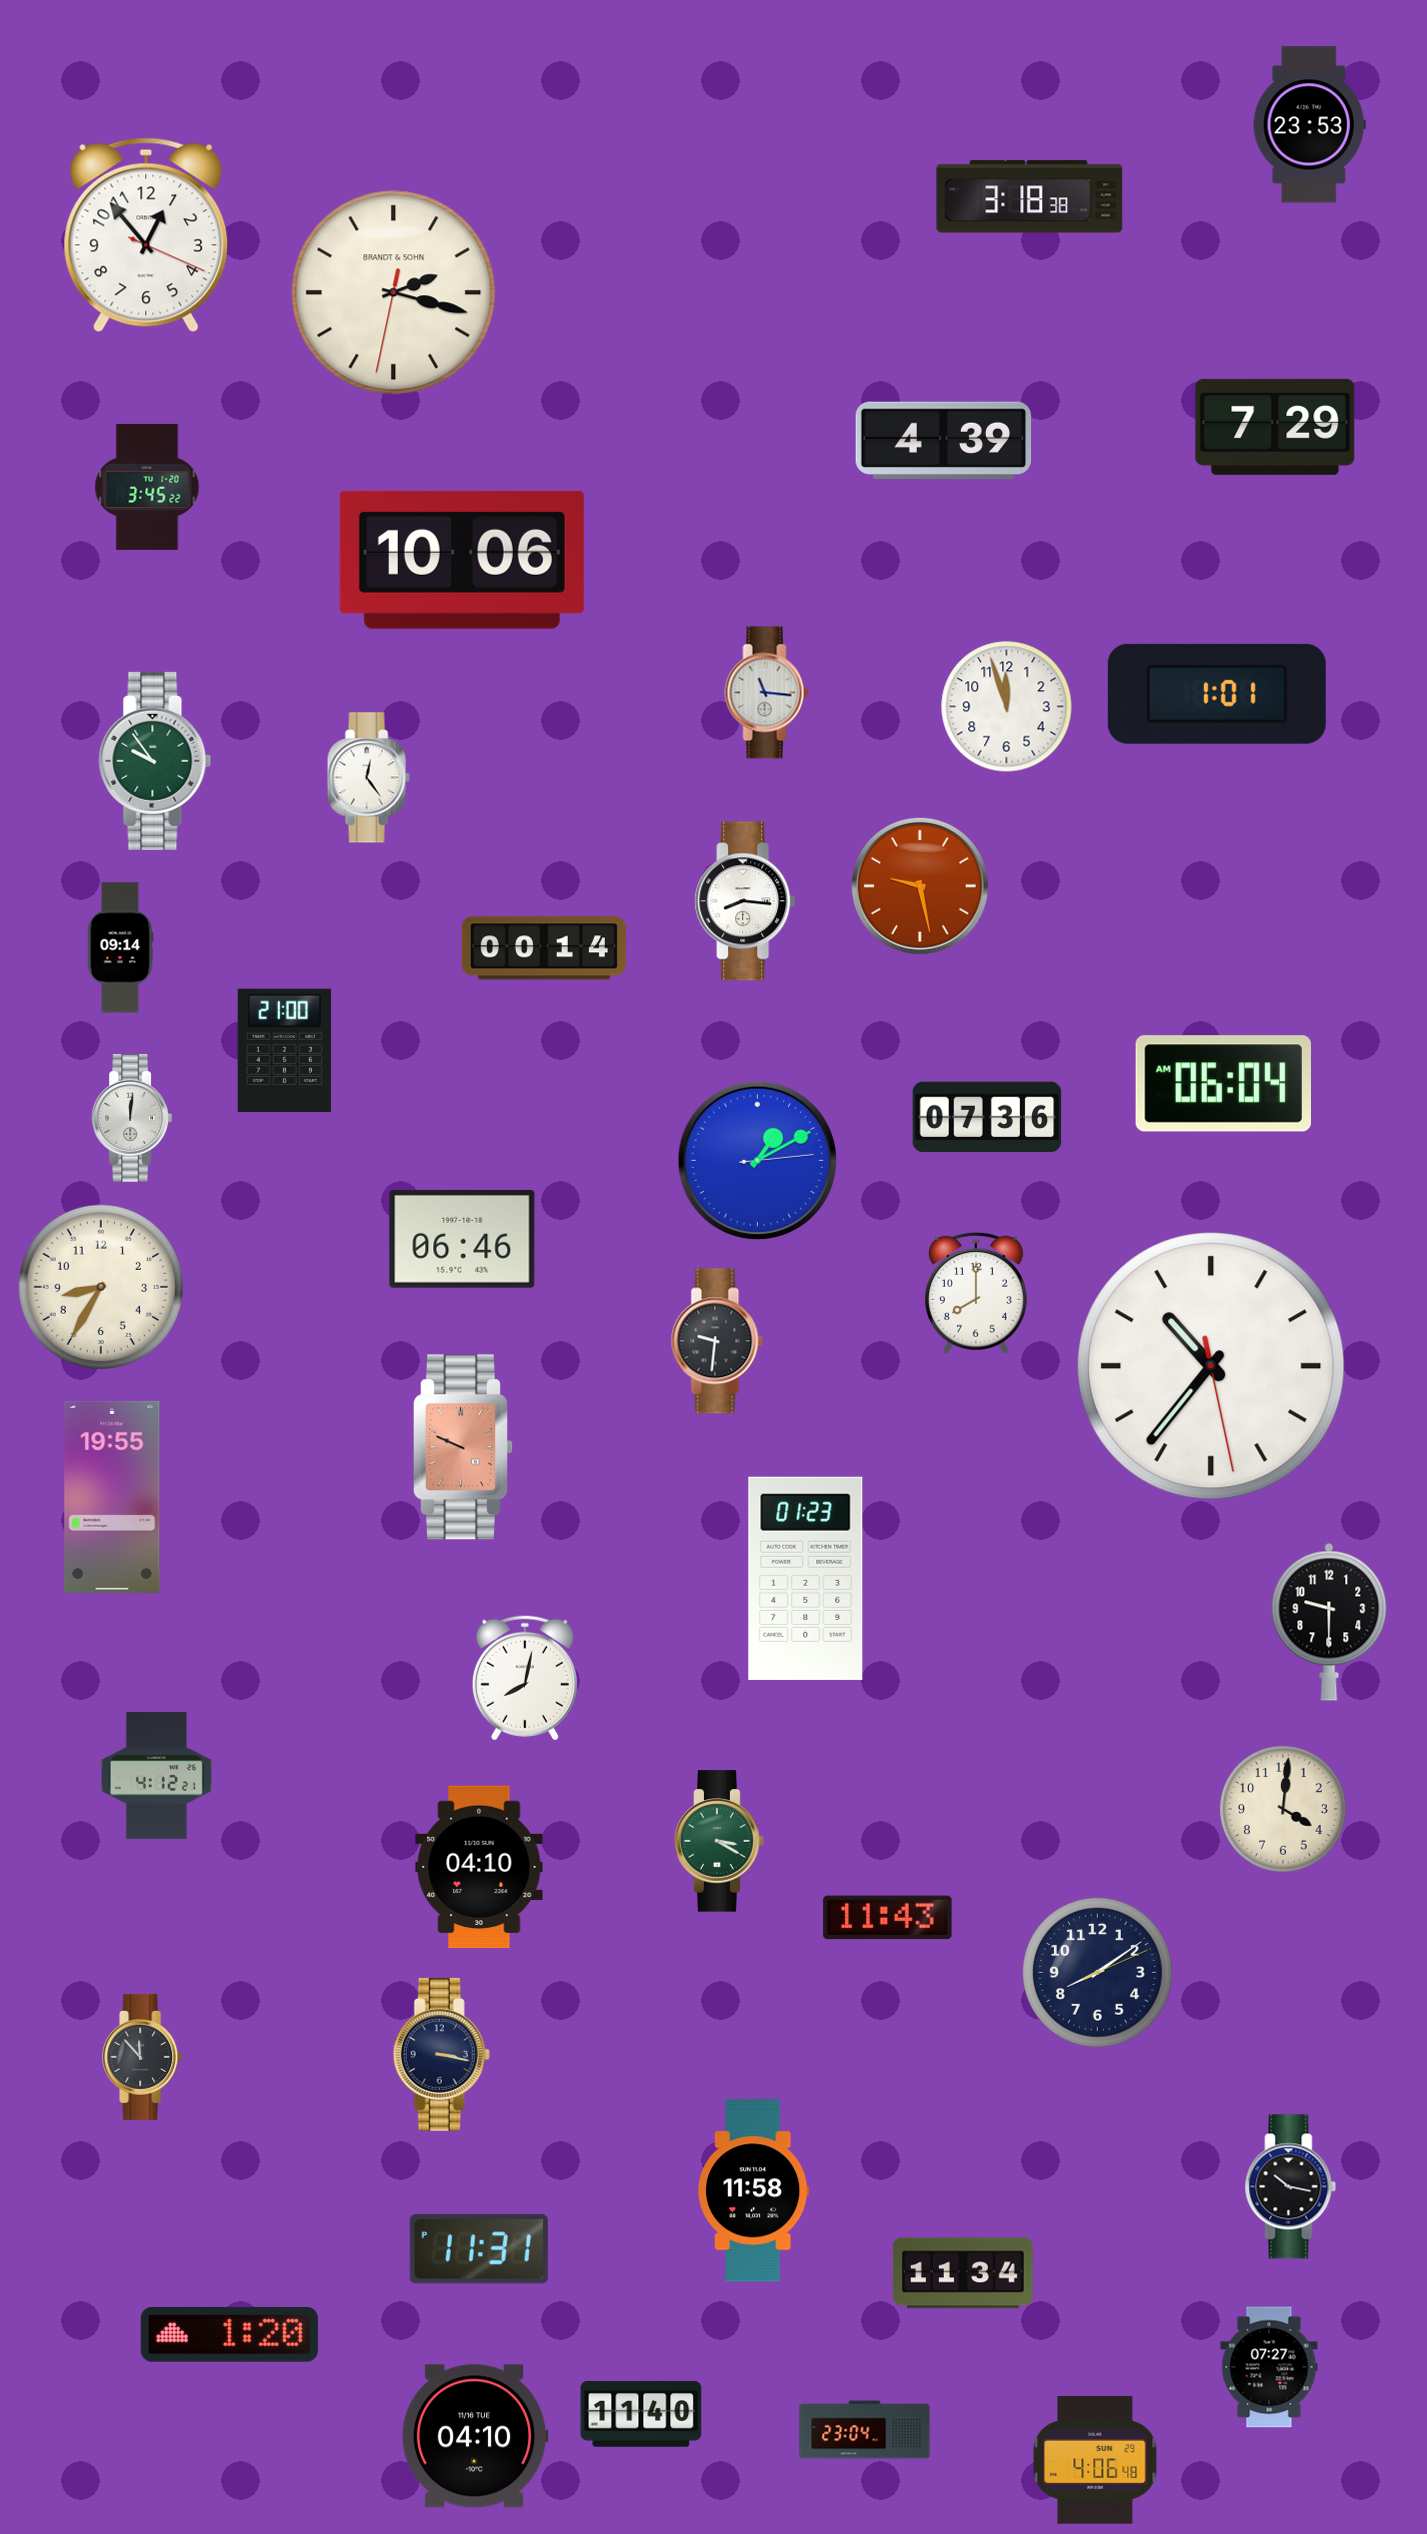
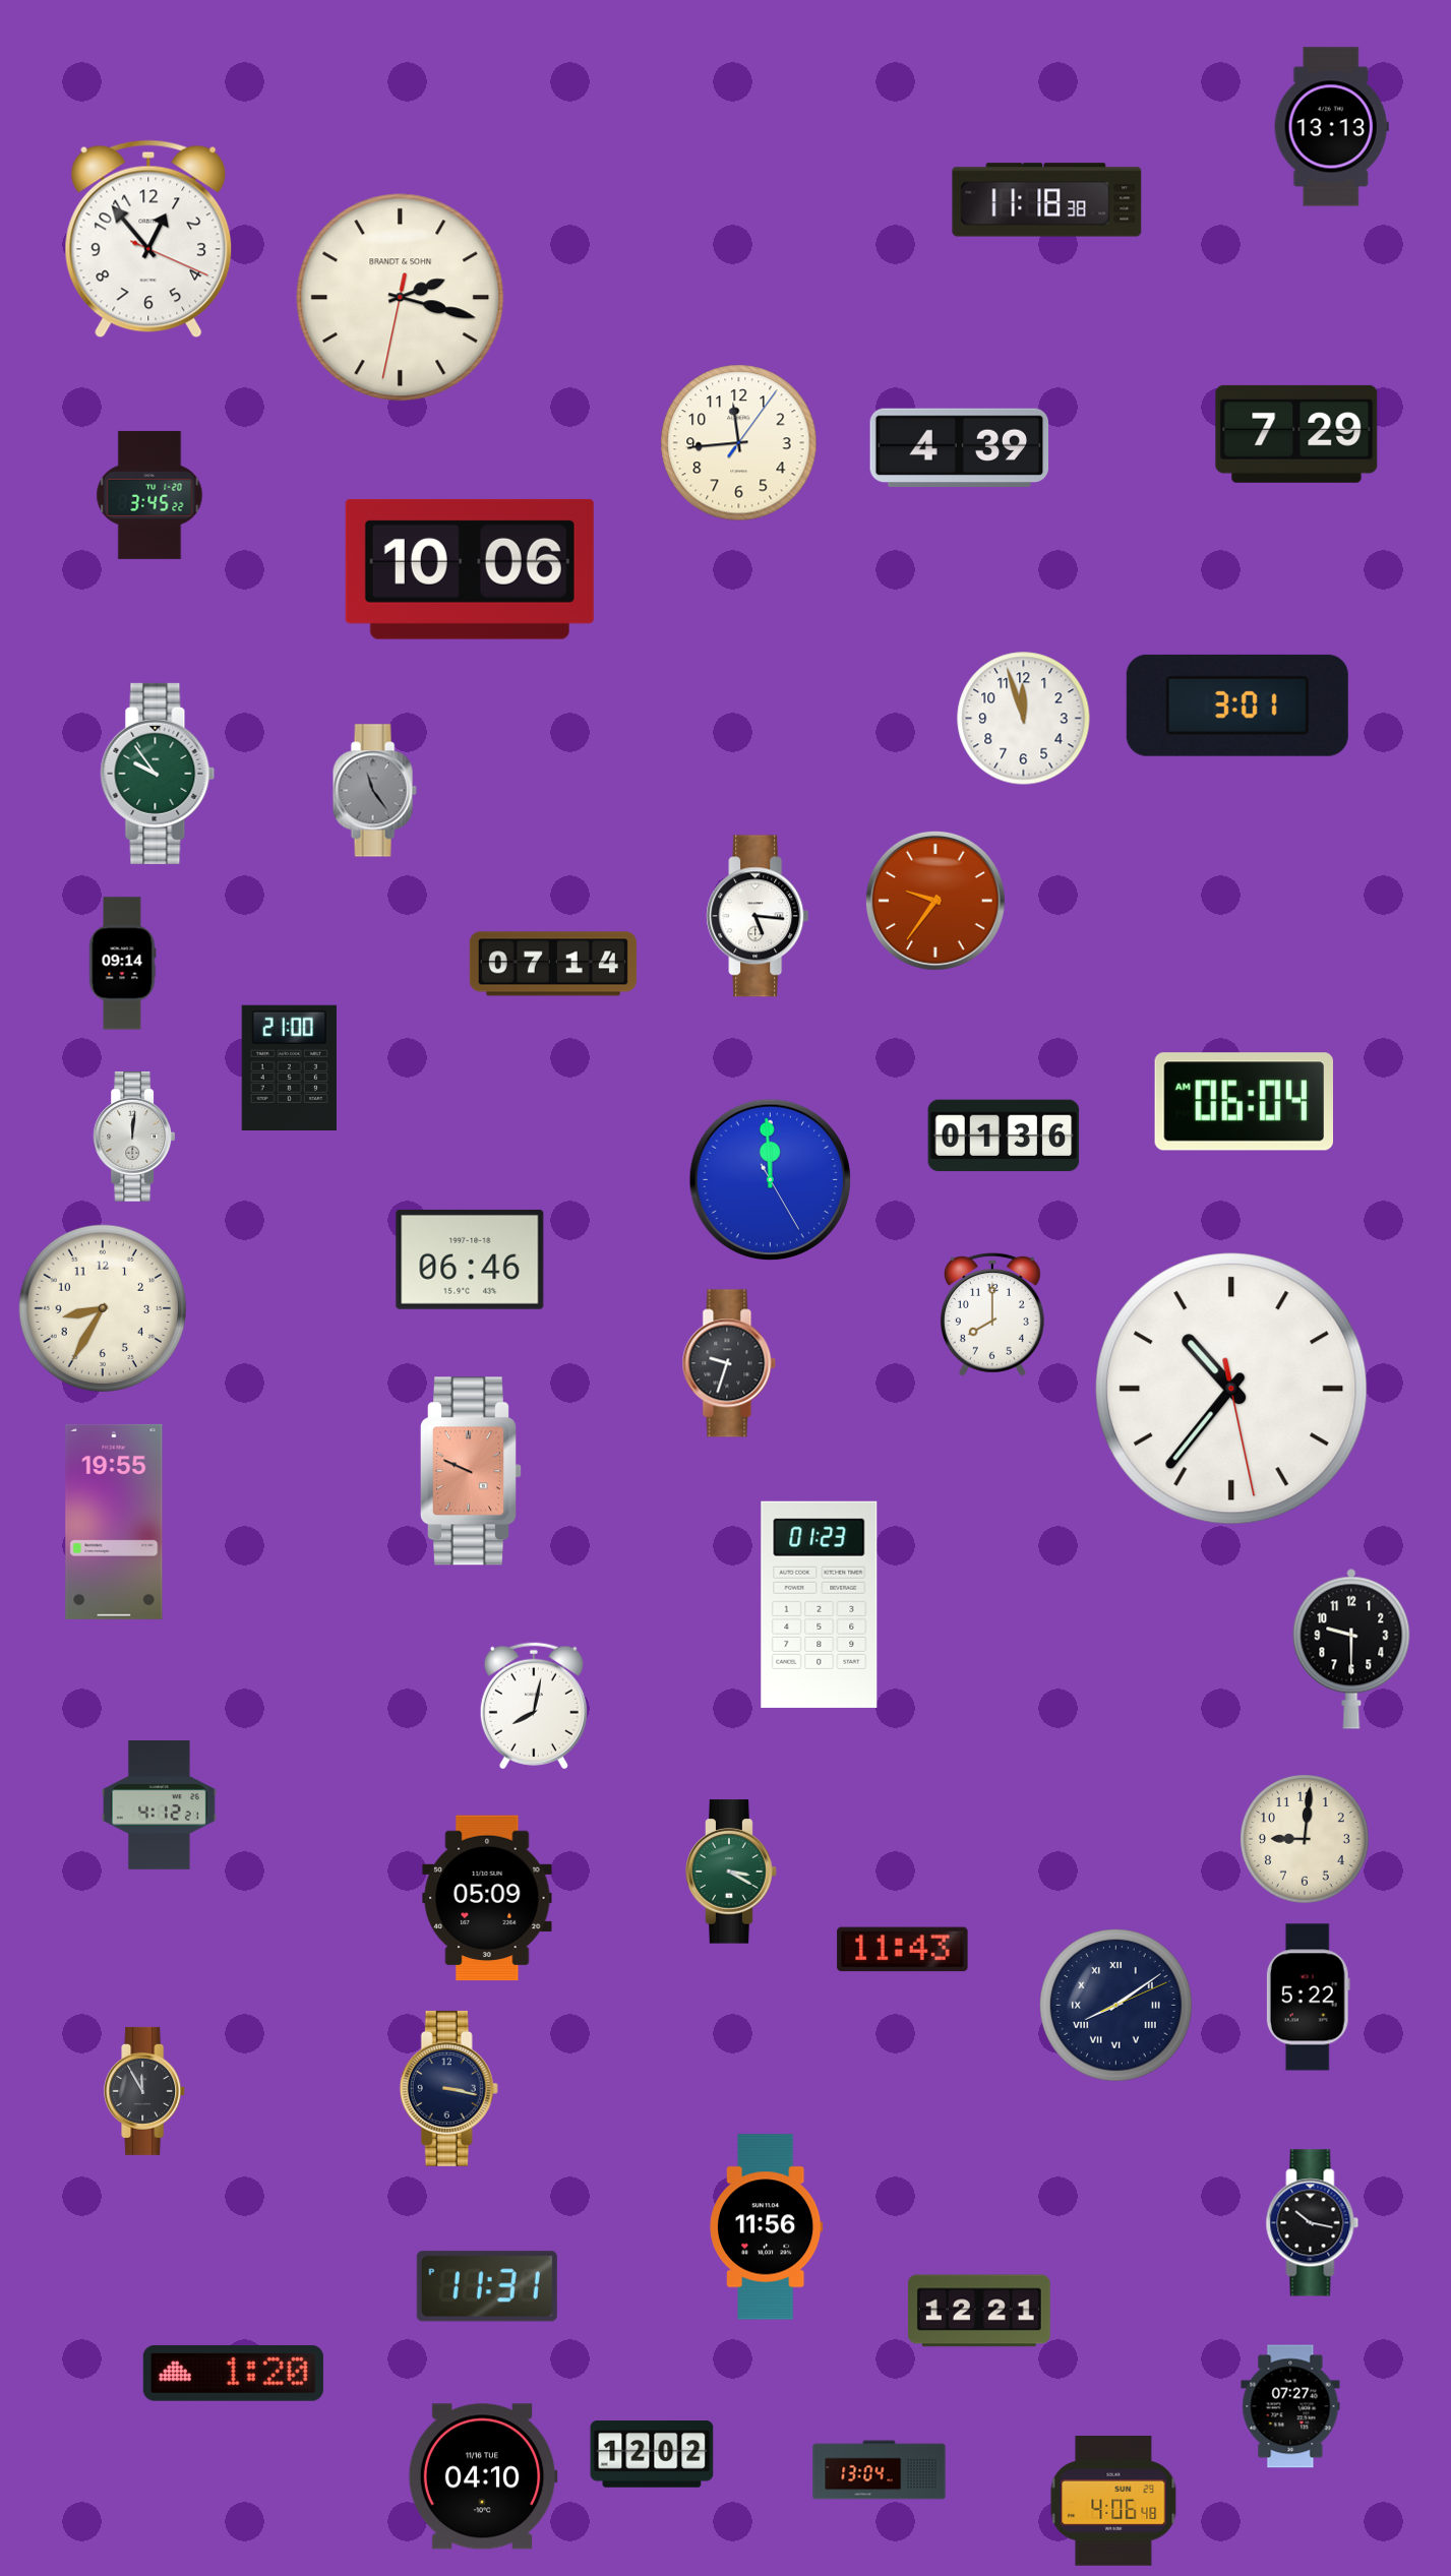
clock at (1309, 125): 23:53 -> 13:13
clock at (1030, 197): 3:18 -> 11:18
clock at (739, 443): none -> 11:44
clock at (767, 693): 11:16 -> none
clock at (1217, 694): 1:01 -> 3:01
clock at (368, 778): 12:24 -> 11:24
clock at (368, 778) dial: white -> grey
clock at (920, 886): 9:28 -> 9:36
clock at (745, 901): 8:16 -> 5:16
clock at (544, 948): 00:14 -> 07:14
clock at (987, 1117): 07:36 -> 01:36
clock at (758, 1161): 1:10 -> 11:59
clock at (717, 1341): 9:31 -> 9:33
clock at (1284, 1810): 4:01 -> 9:01
clock at (479, 1867): 04:10 -> 05:09
clock at (1308, 1998): none -> 5:22
clock at (1098, 1973) numerals: Arabic -> Roman
clock at (143, 2057): 11:53 -> 11:55
clock at (754, 2191): 11:58 -> 11:56
clock at (963, 2273): 11:34 -> 12:21
clock at (641, 2414): 11:40 -> 12:02
clock at (865, 2430): 23:04 -> 13:04
